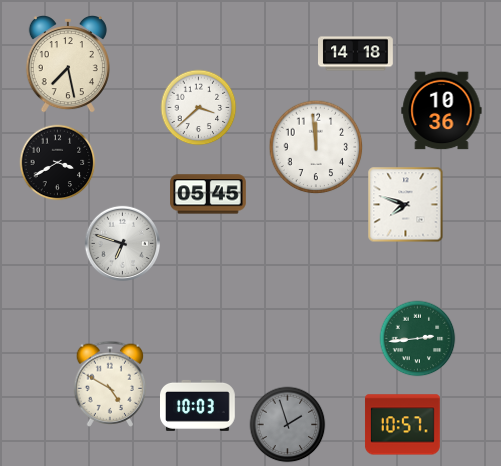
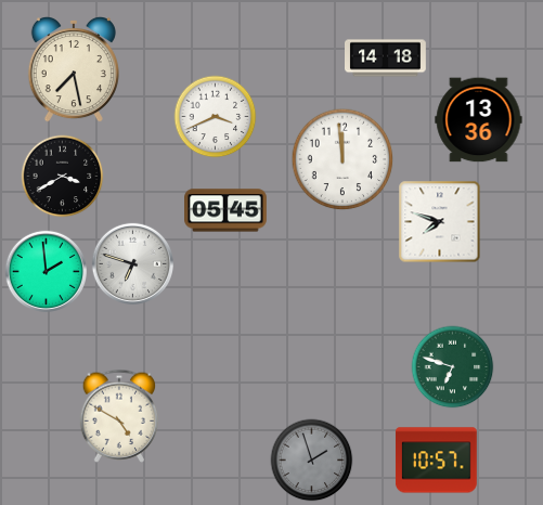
clock at (199, 108): 3:38 -> 3:41
clock at (442, 111): 10:36 -> 13:36
clock at (46, 271): none -> 1:59
clock at (418, 339): 2:44 -> 6:48
clock at (198, 405): 10:03 -> none
